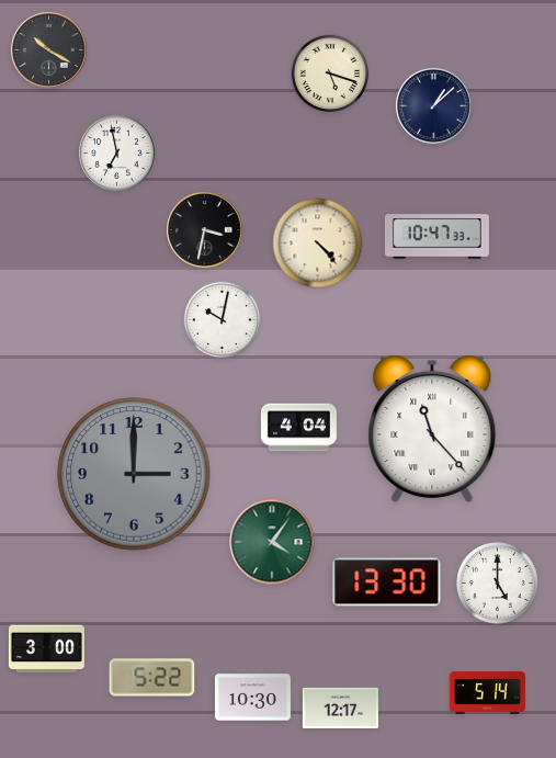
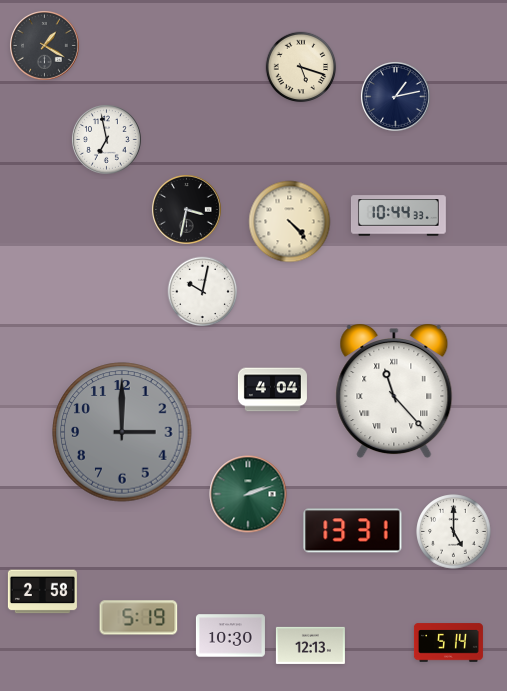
clock at (49, 50): 10:20 -> 1:20
clock at (434, 106): 1:08 -> 1:13
clock at (436, 237): 10:47 -> 10:44
clock at (272, 542): 4:06 -> 2:12
clock at (387, 582): 13:30 -> 13:31
clock at (46, 649): 3:00 -> 2:58
clock at (152, 678): 5:22 -> 5:19
clock at (487, 693) position: (487, 693) -> (448, 643)
clock at (340, 708): 12:17 -> 12:13
